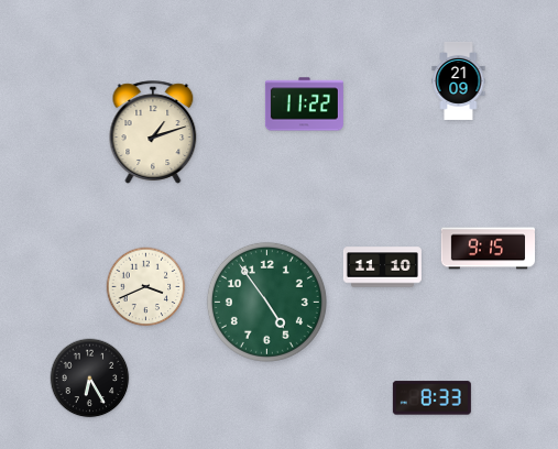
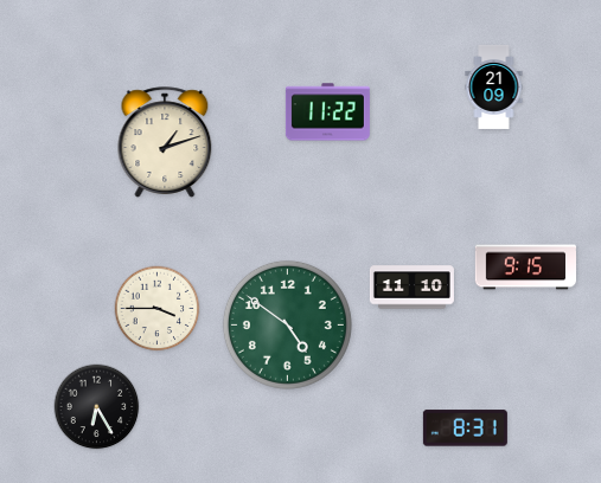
clock at (146, 287): 3:41 -> 3:45
clock at (266, 302): 4:54 -> 4:51
clock at (431, 398): 8:33 -> 8:31
